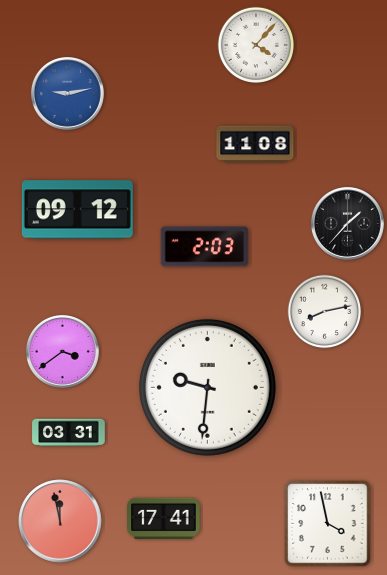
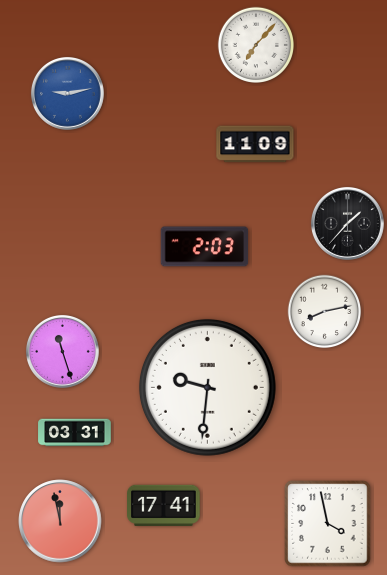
clock at (255, 44): 4:07 -> 7:07
clock at (255, 144): 11:08 -> 11:09
clock at (77, 210): 09:12 -> none
clock at (62, 351): 3:39 -> 11:27
clock at (69, 433) position: (69, 433) -> (75, 433)
clock at (164, 518) position: (164, 518) -> (164, 505)
